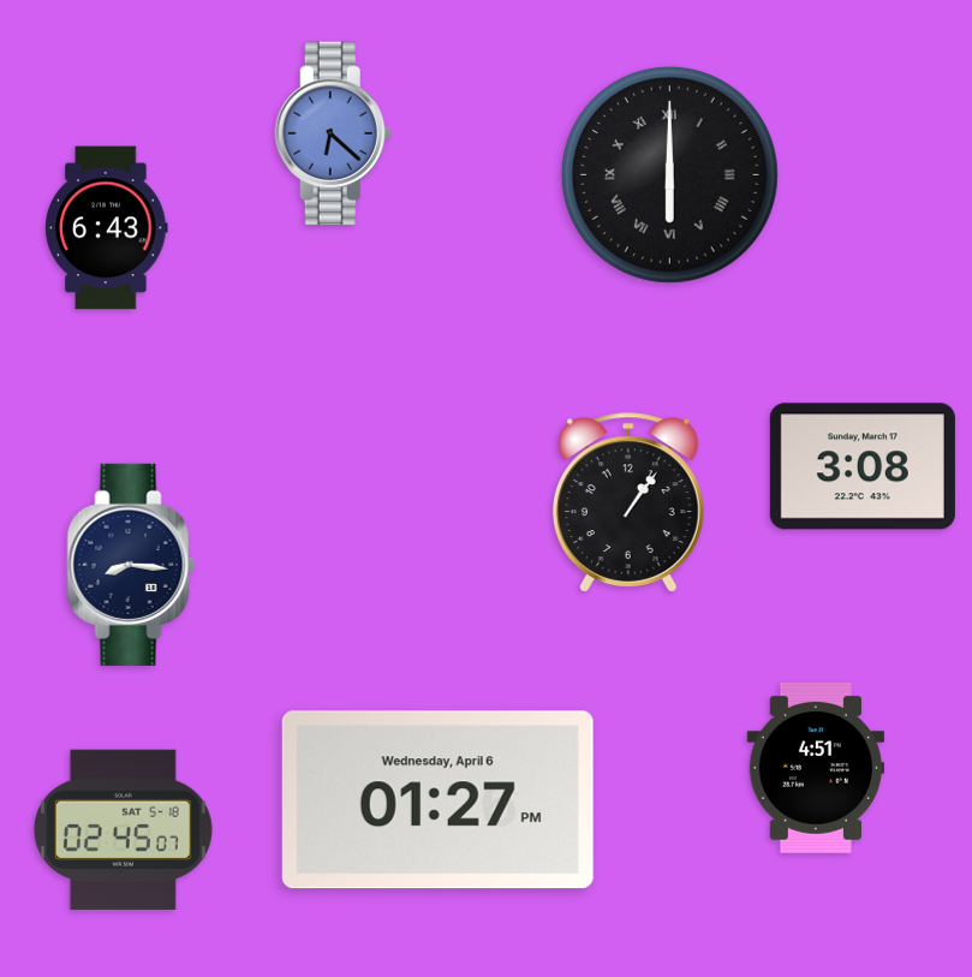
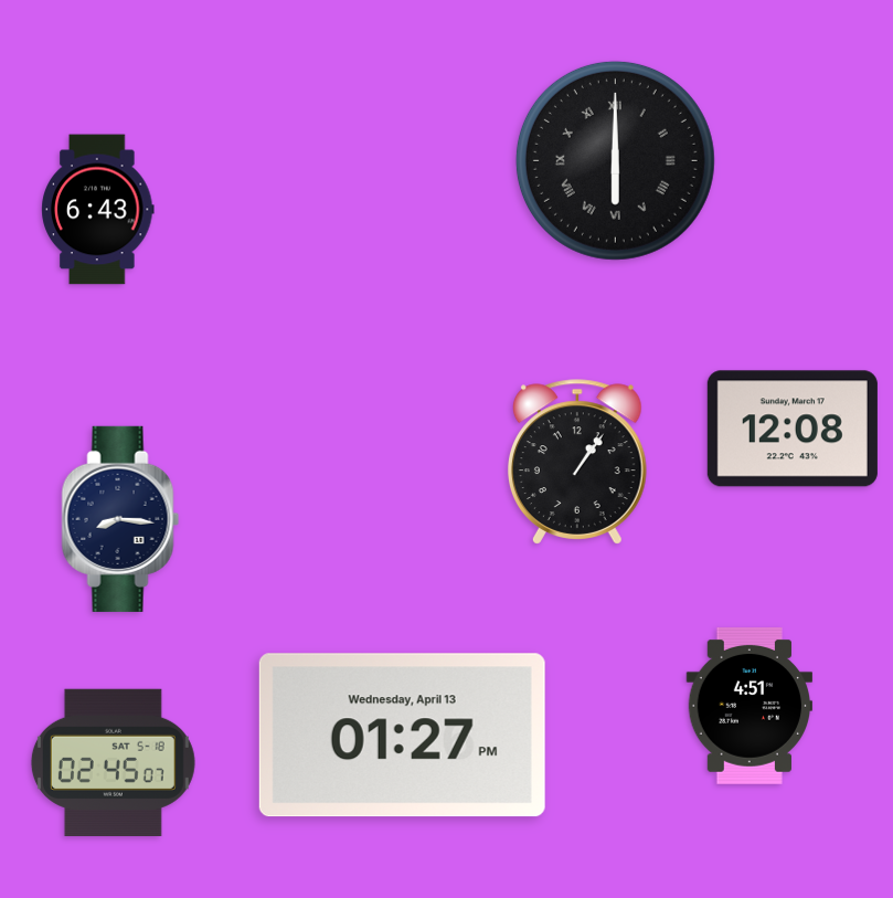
clock at (333, 133): 6:22 -> none
clock at (863, 466): 3:08 -> 12:08
clock at (437, 800) date: Wednesday, April 6 -> Wednesday, April 13
